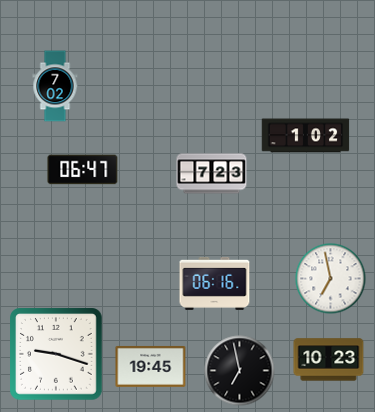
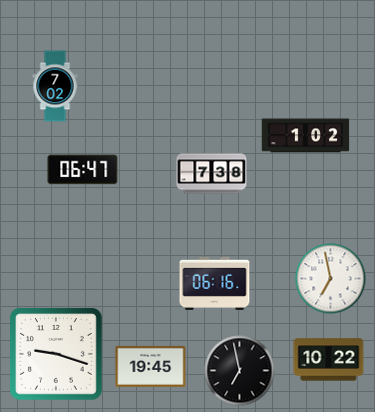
clock at (212, 174): 7:23 -> 7:38
clock at (329, 360): 10:23 -> 10:22
